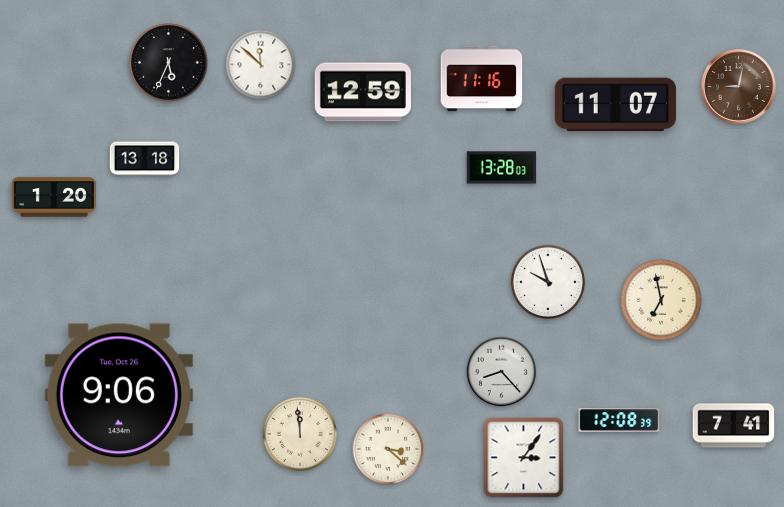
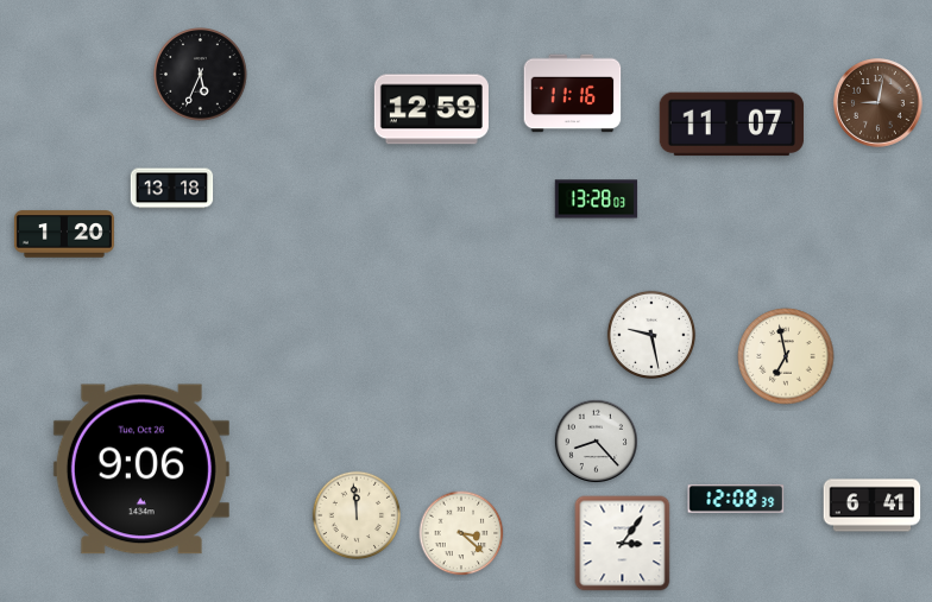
clock at (261, 65): 11:52 -> none
clock at (547, 281): 9:57 -> 9:28
clock at (734, 426): 7:41 -> 6:41
